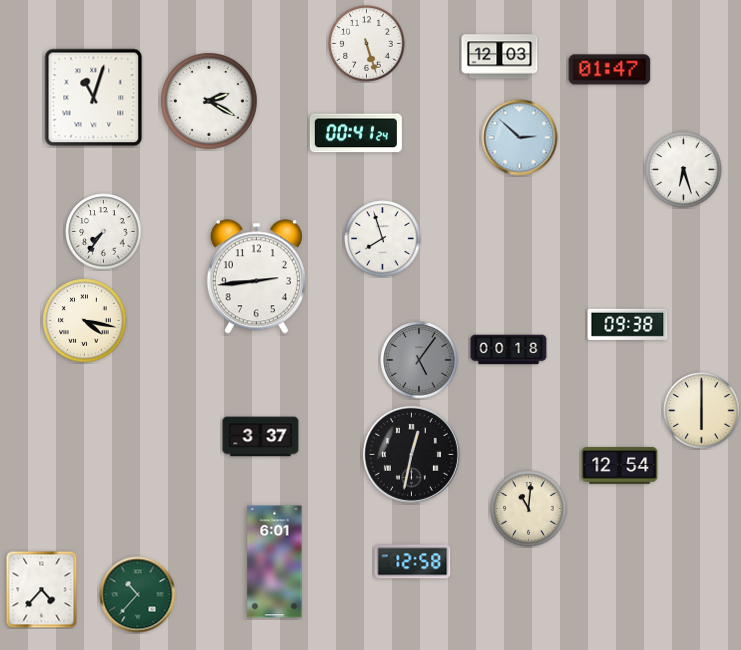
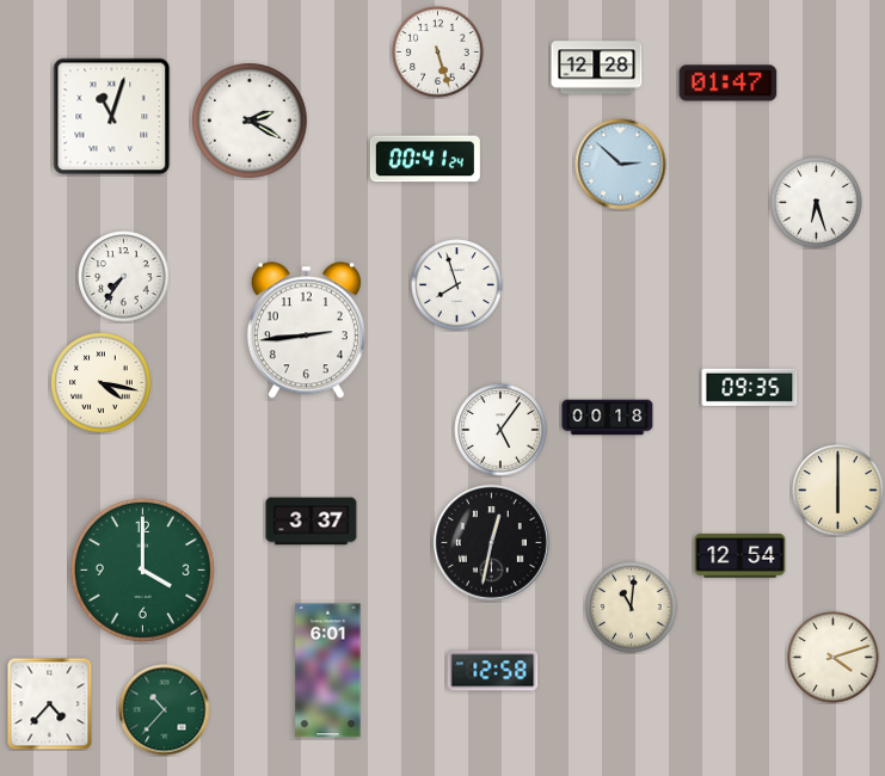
clock at (500, 57): 12:03 -> 12:28
clock at (628, 324): 09:38 -> 09:35
clock at (419, 360) dial: grey -> white
clock at (142, 569): none -> 4:00
clock at (834, 658): none -> 4:12
